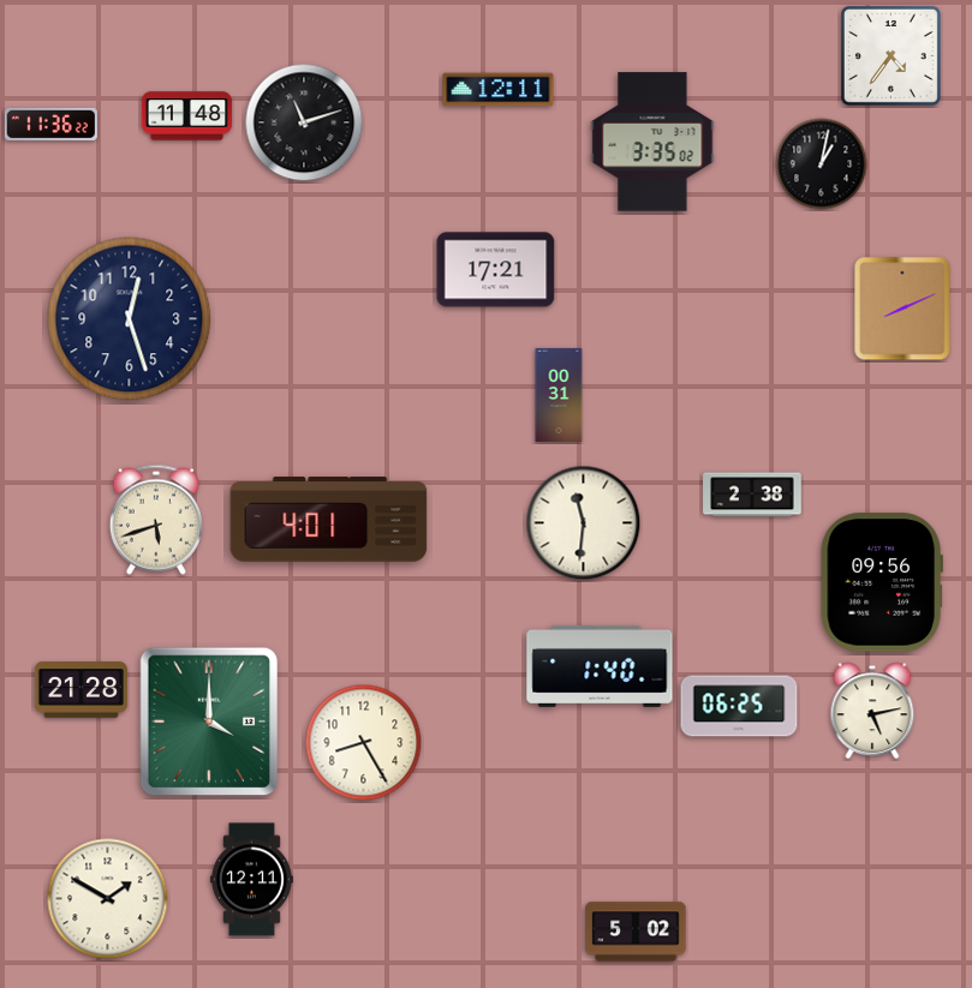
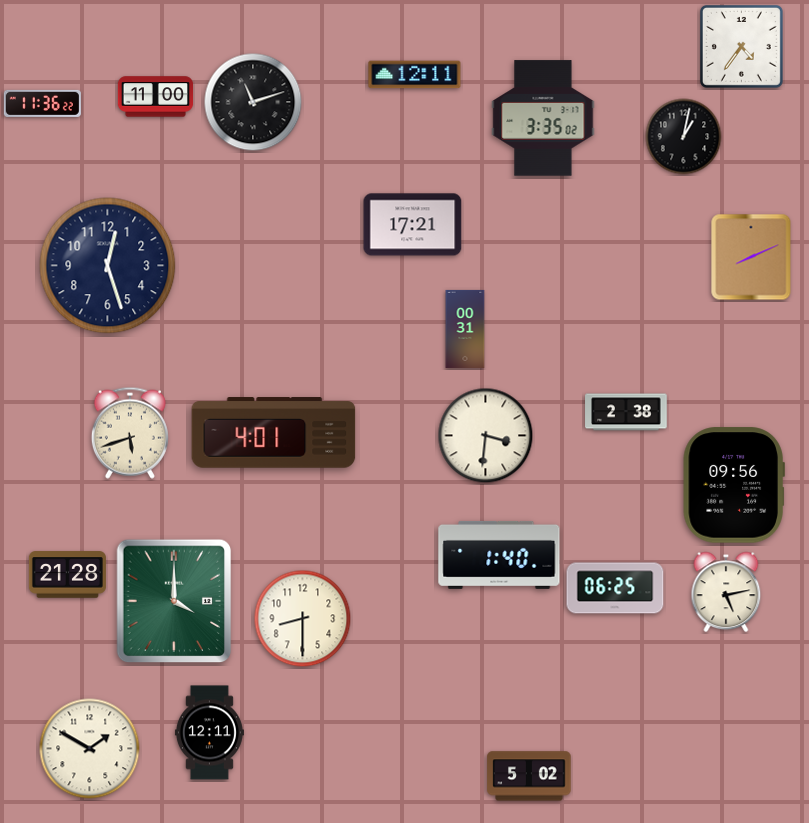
clock at (187, 116): 11:48 -> 11:00
clock at (584, 523): 11:31 -> 3:31
clock at (364, 743): 8:25 -> 8:30
